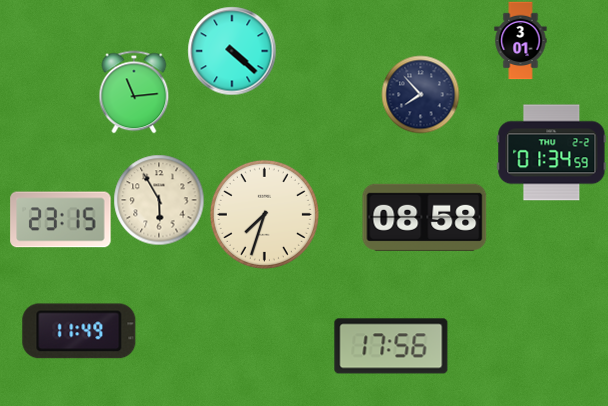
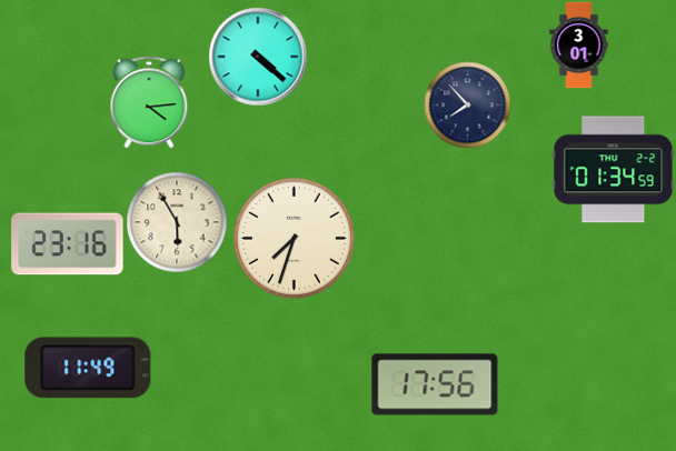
clock at (134, 92): 11:14 -> 4:14
clock at (425, 217): 08:58 -> none
clock at (61, 220): 23:15 -> 23:16
